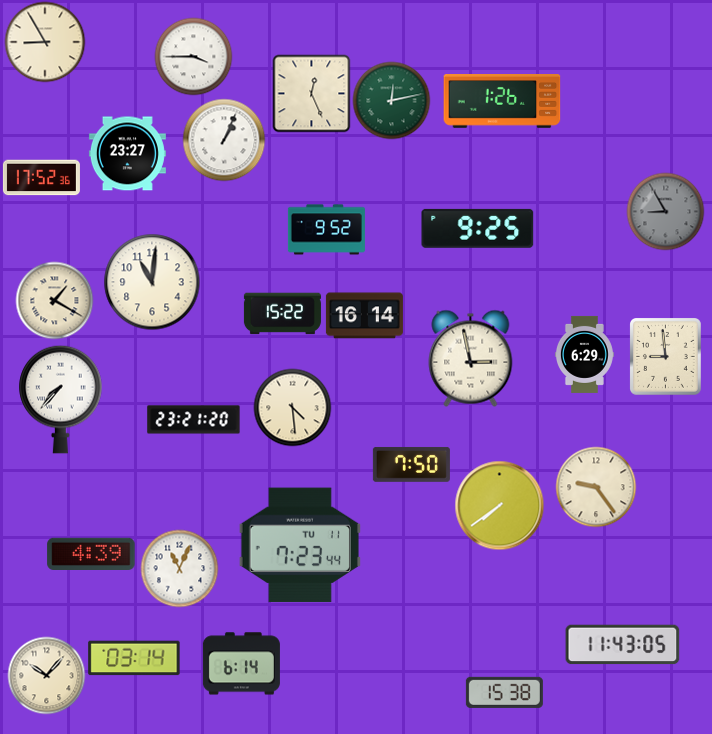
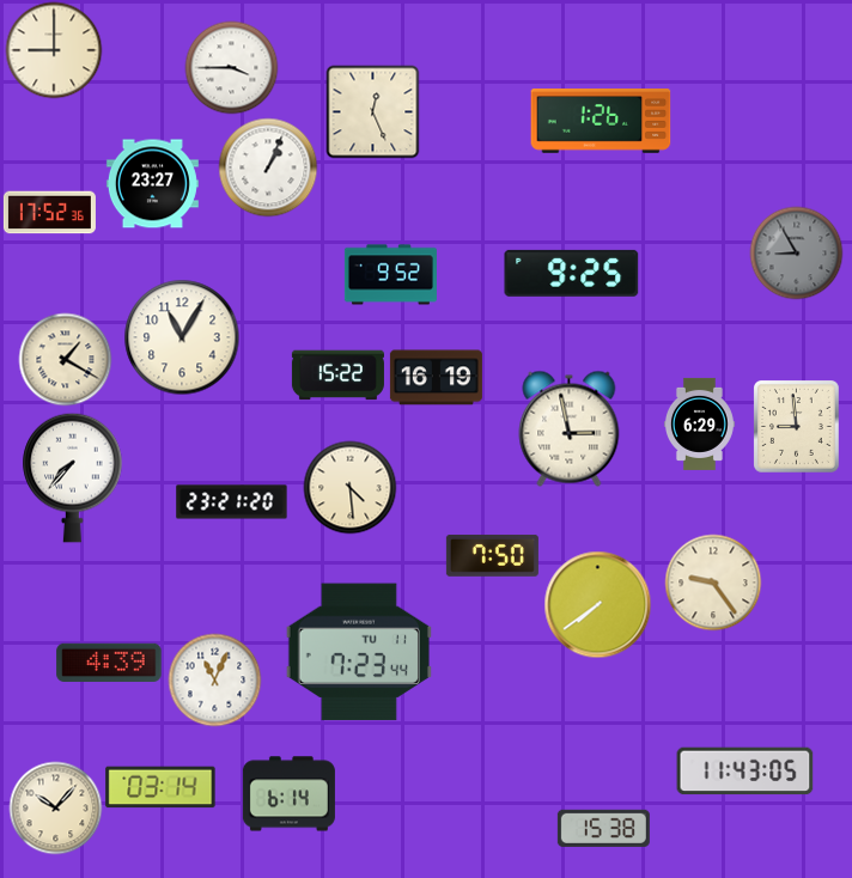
clock at (45, 42): 8:55 -> 9:00
clock at (391, 100): 12:13 -> none
clock at (152, 282): 11:01 -> 11:05
clock at (364, 316): 16:14 -> 16:19
clock at (471, 358) position: (471, 358) -> (570, 428)
